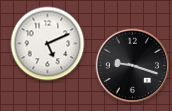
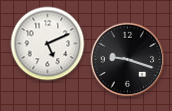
clock at (133, 66) position: (133, 66) -> (128, 60)
